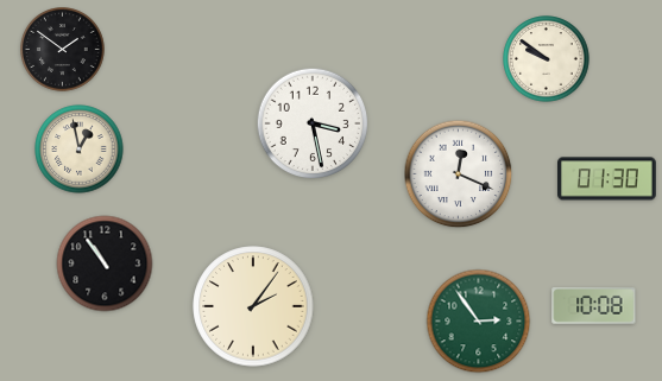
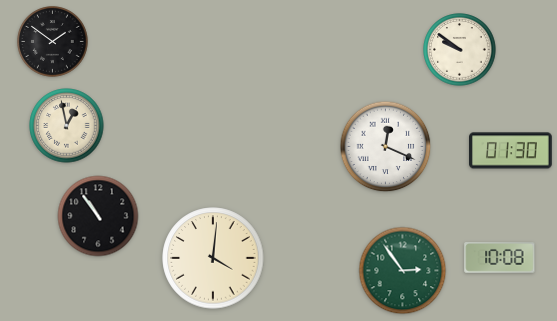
clock at (313, 123): 3:28 -> none
clock at (105, 263) position: (105, 263) -> (98, 216)
clock at (253, 306): 2:06 -> 4:01
